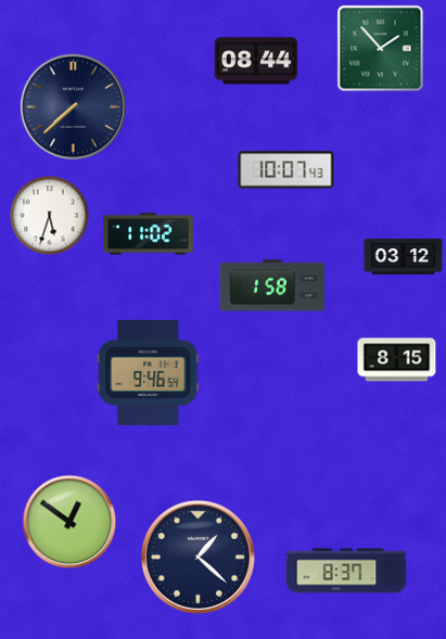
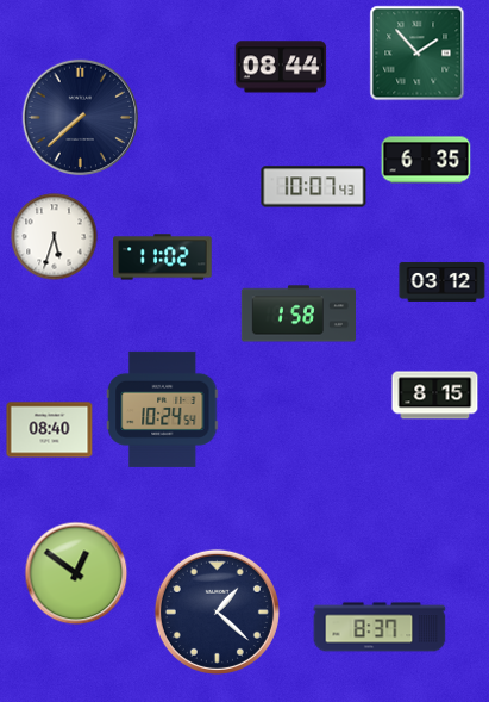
clock at (426, 160): none -> 6:35
clock at (149, 372): 9:46 -> 10:24
clock at (50, 430): none -> 08:40
